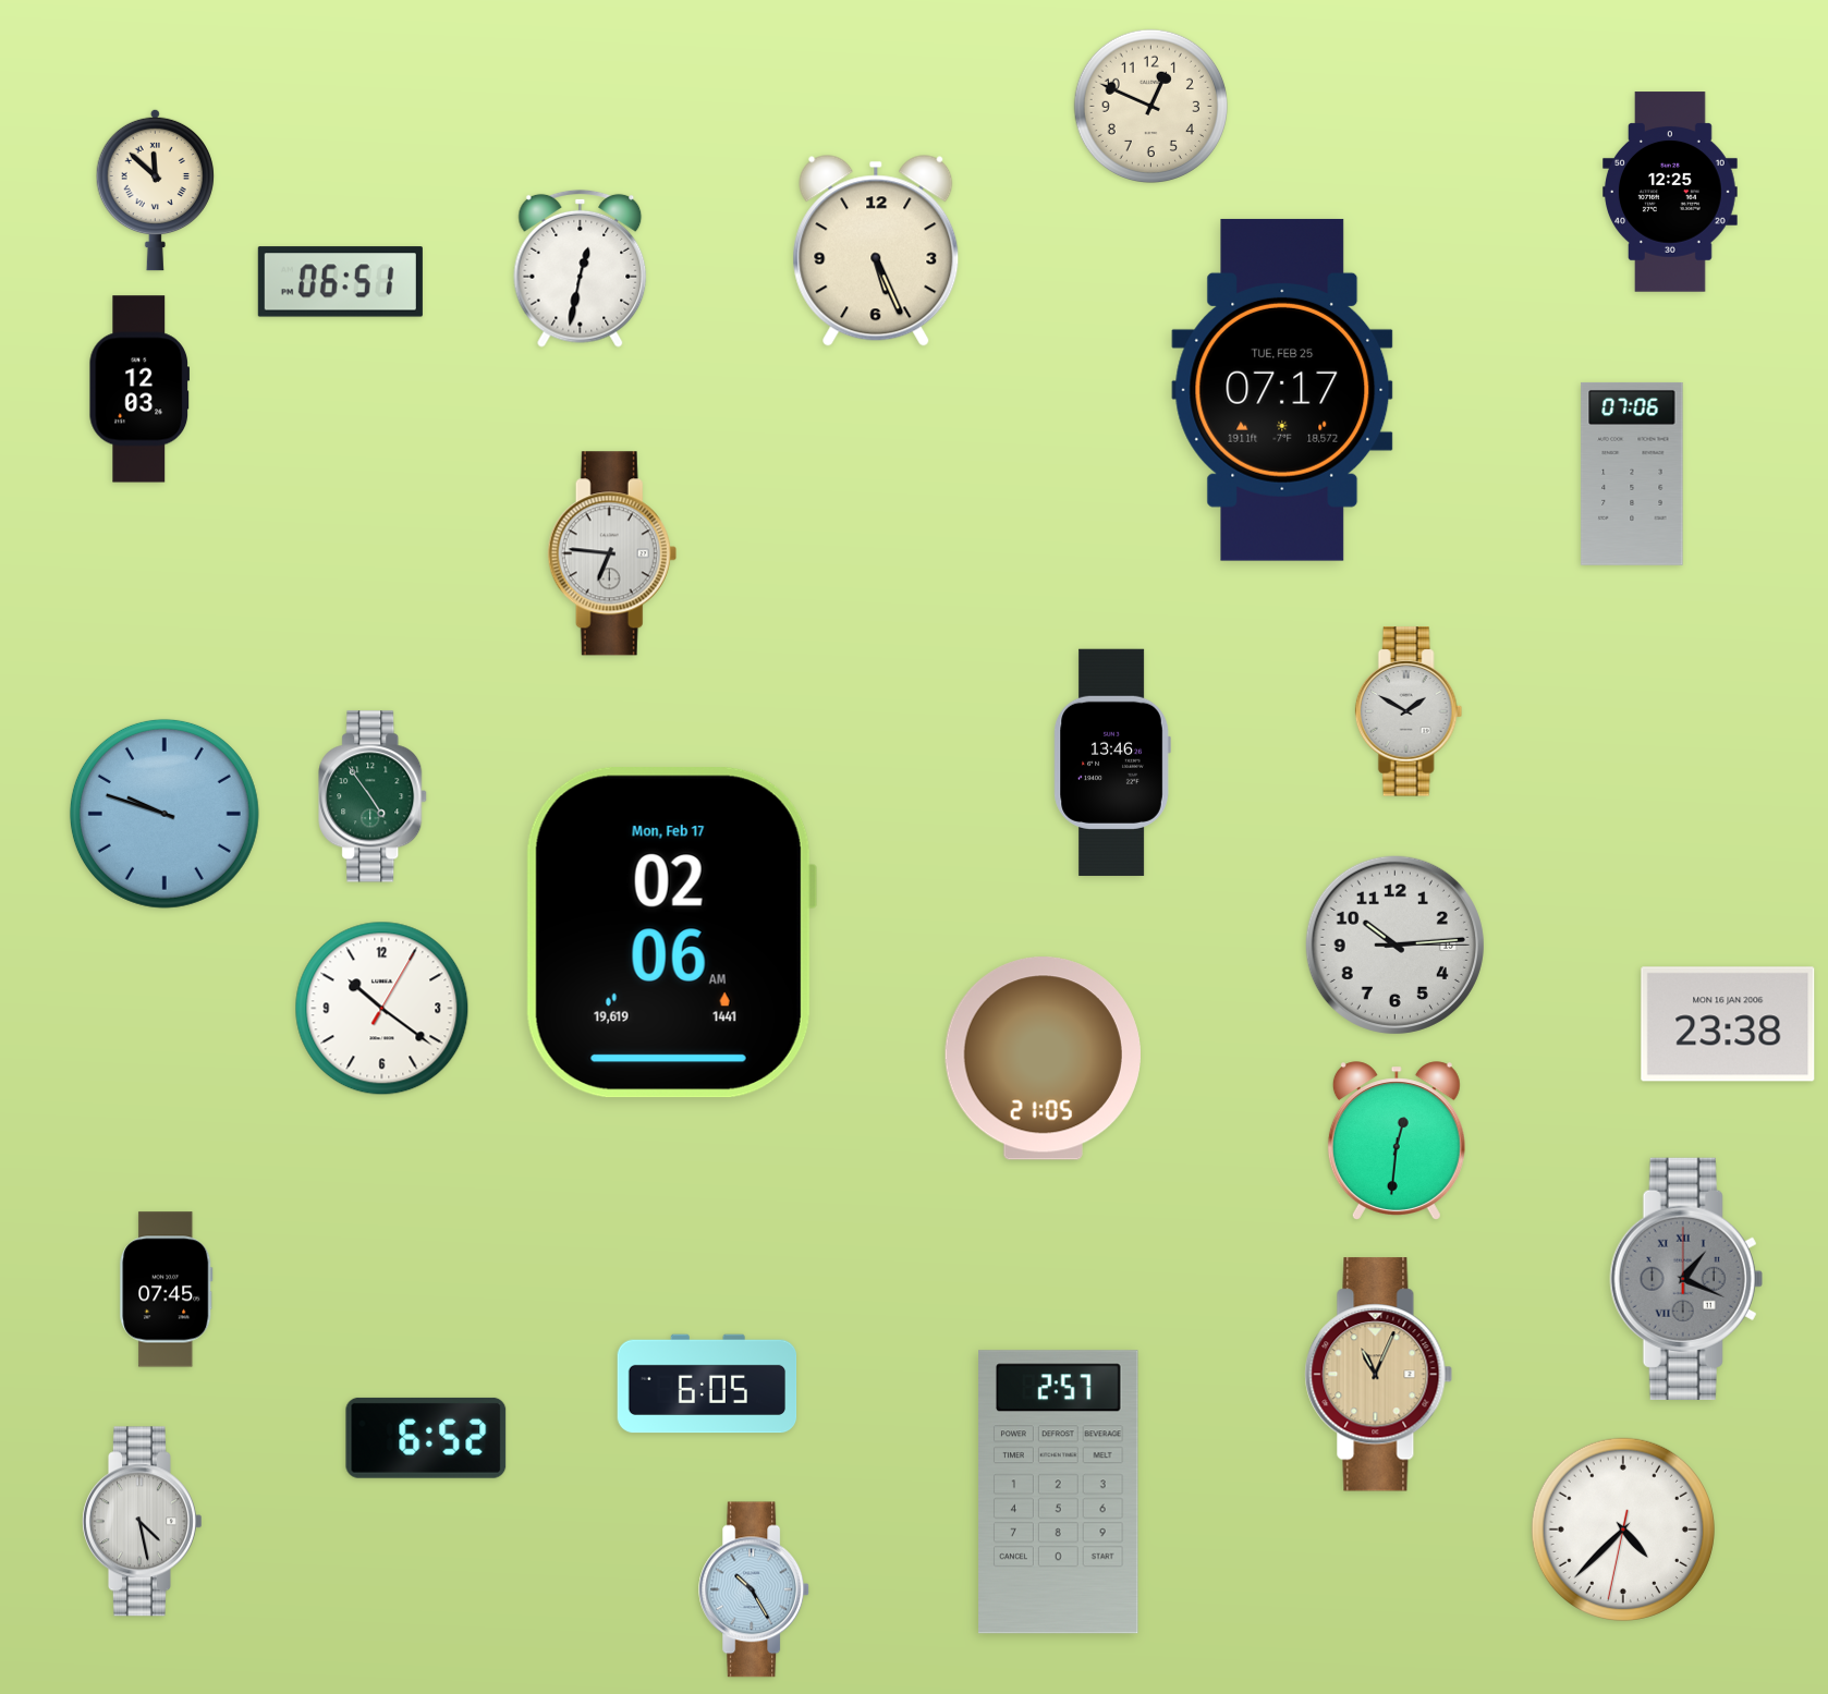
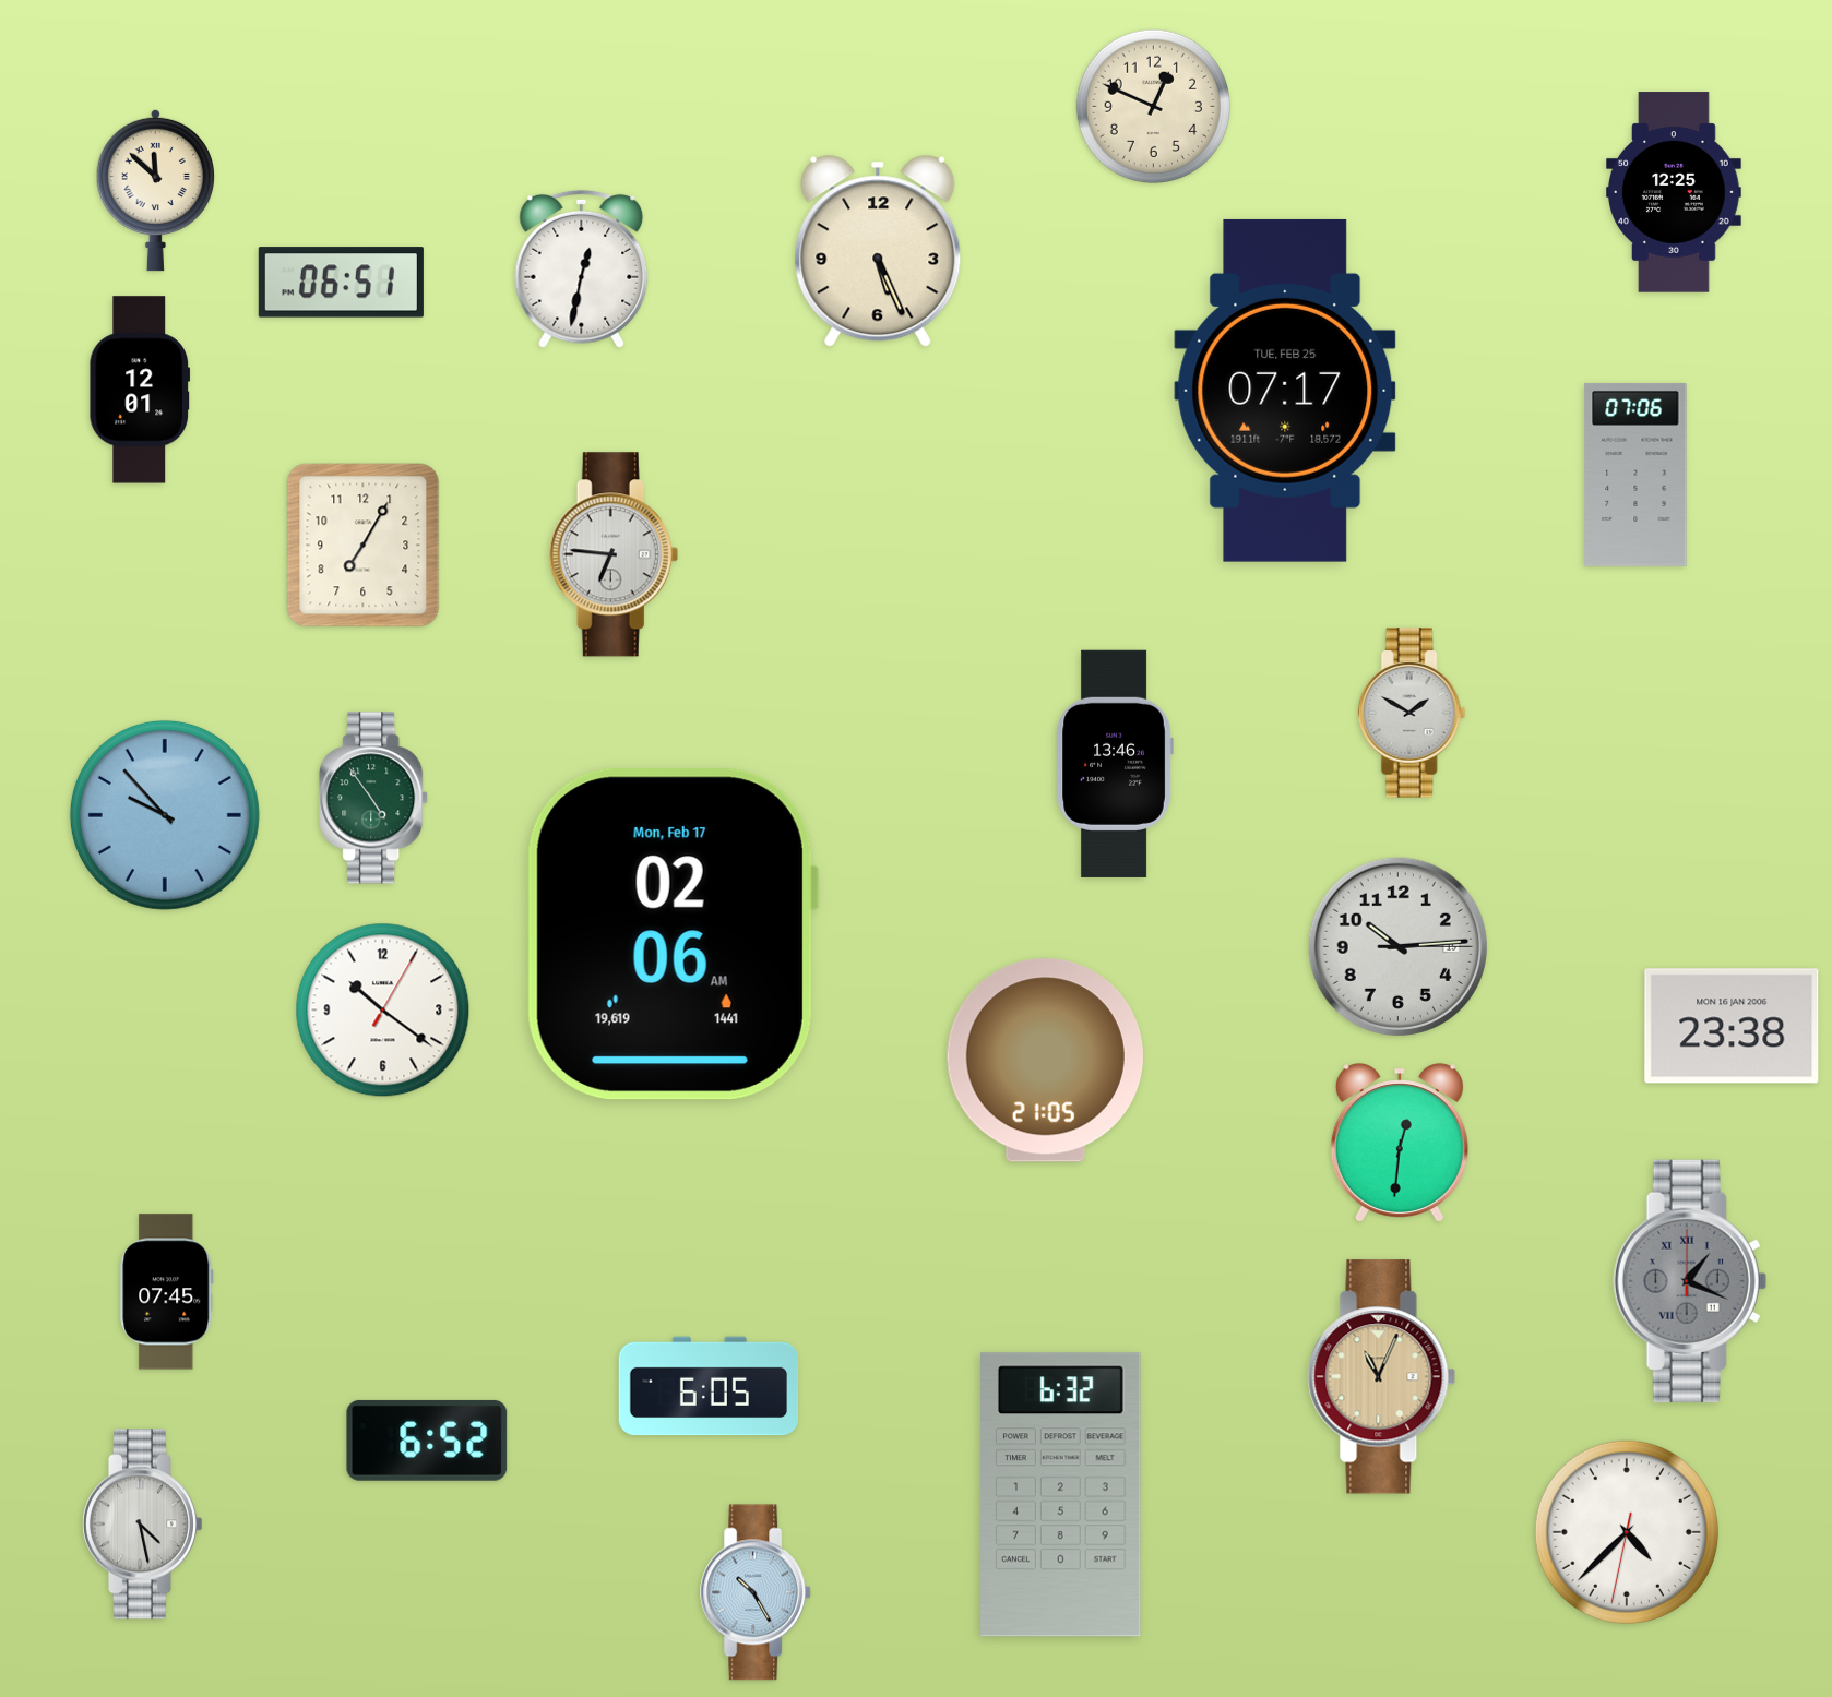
clock at (139, 389): 12:03 -> 12:01
clock at (364, 546): none -> 7:05
clock at (164, 814): 9:48 -> 9:53
clock at (1059, 1492): 2:57 -> 6:32
